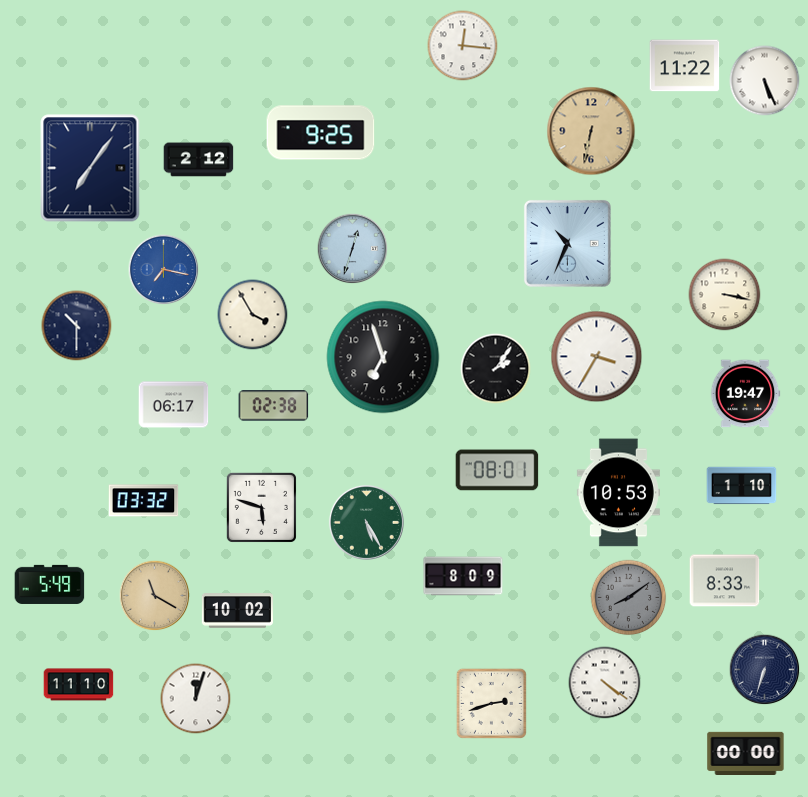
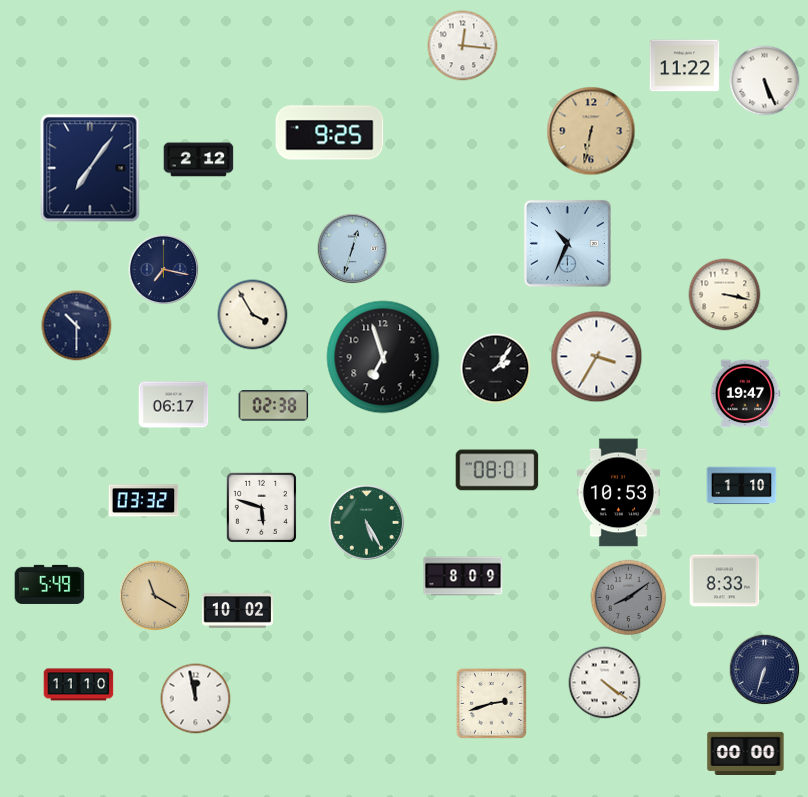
clock at (321, 133) position: (321, 133) -> (330, 133)
clock at (164, 270) dial: blue -> navy
clock at (196, 699): 12:03 -> 11:58
